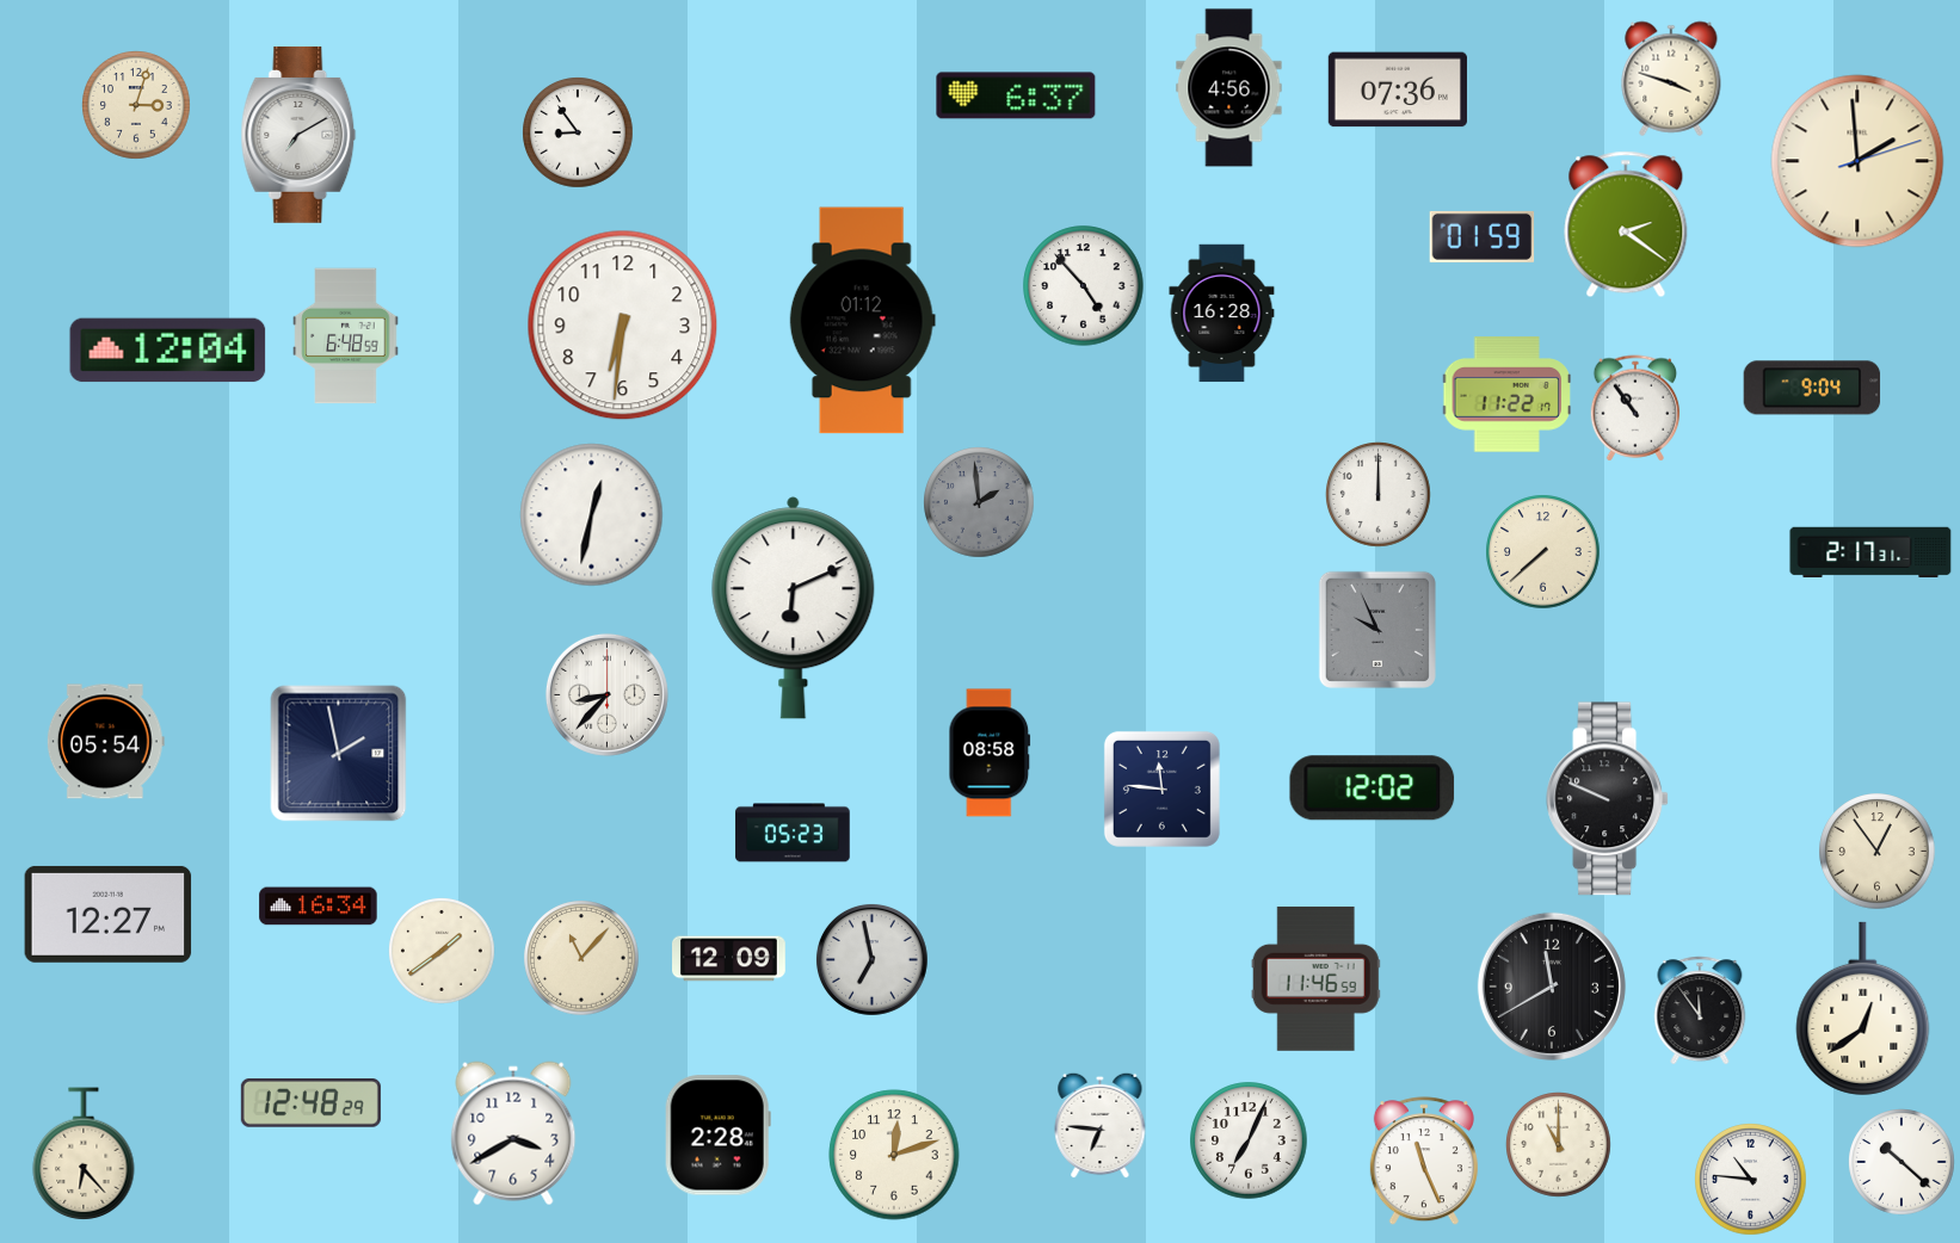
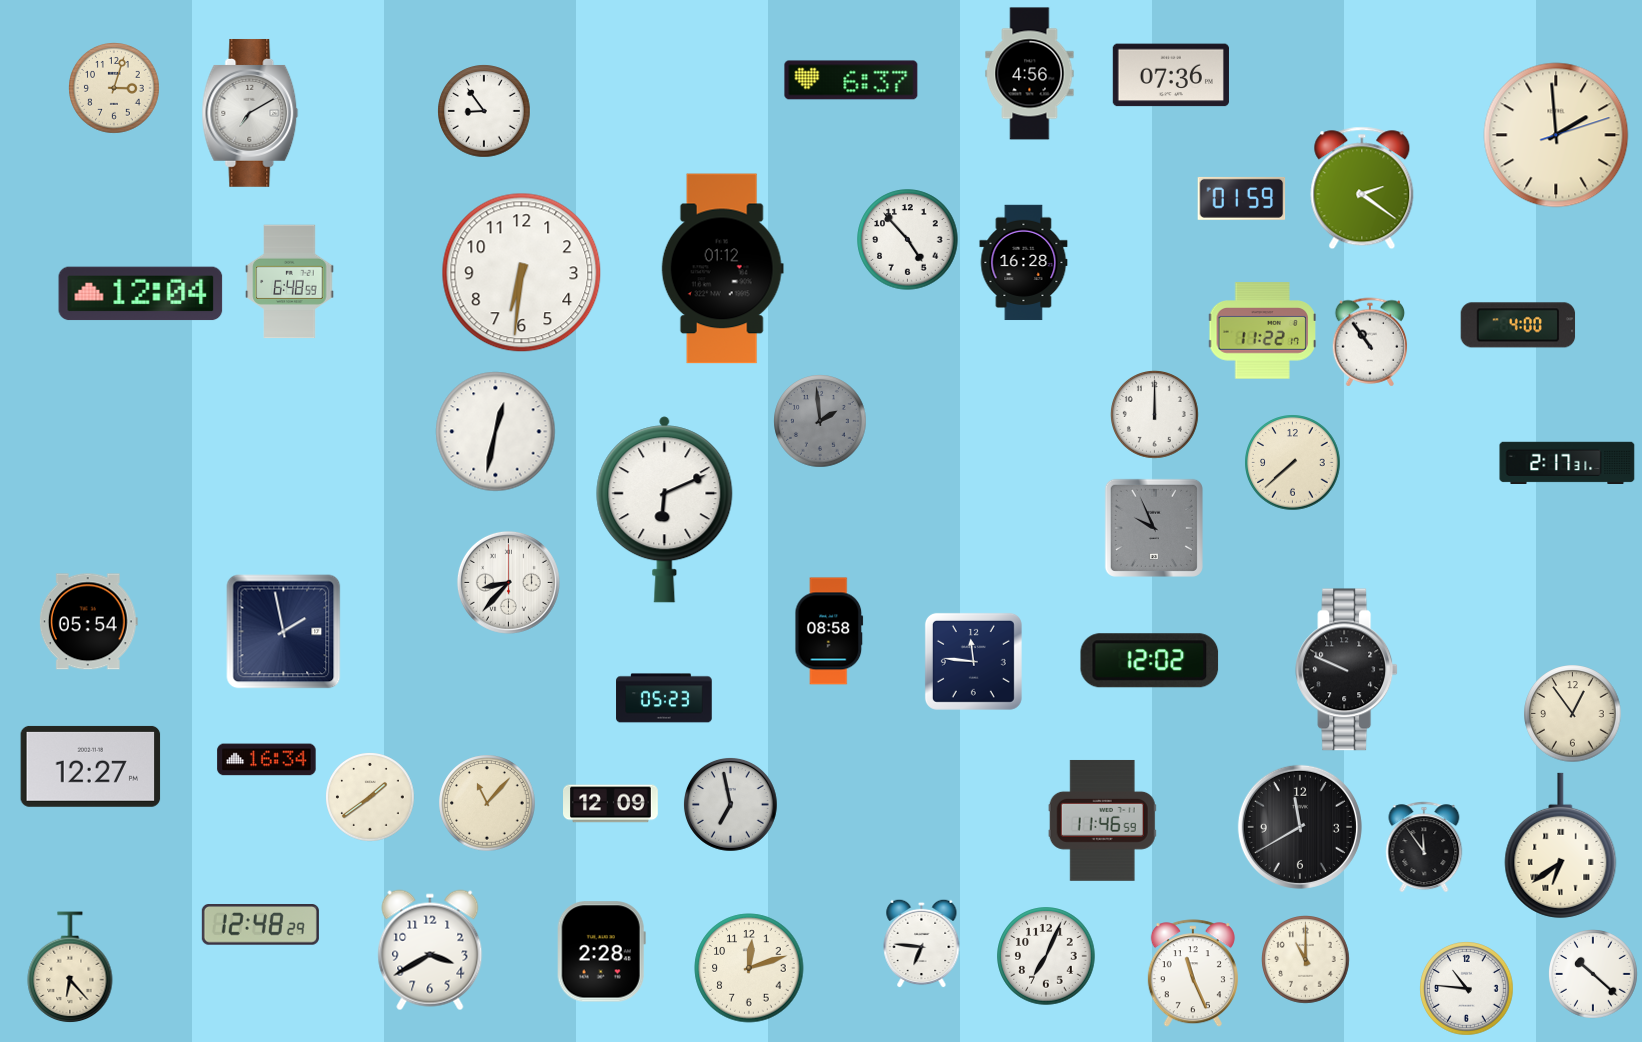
clock at (1671, 79): 3:48 -> none
clock at (1812, 388): 9:04 -> 4:00
clock at (1863, 1008): 12:39 -> 6:39
